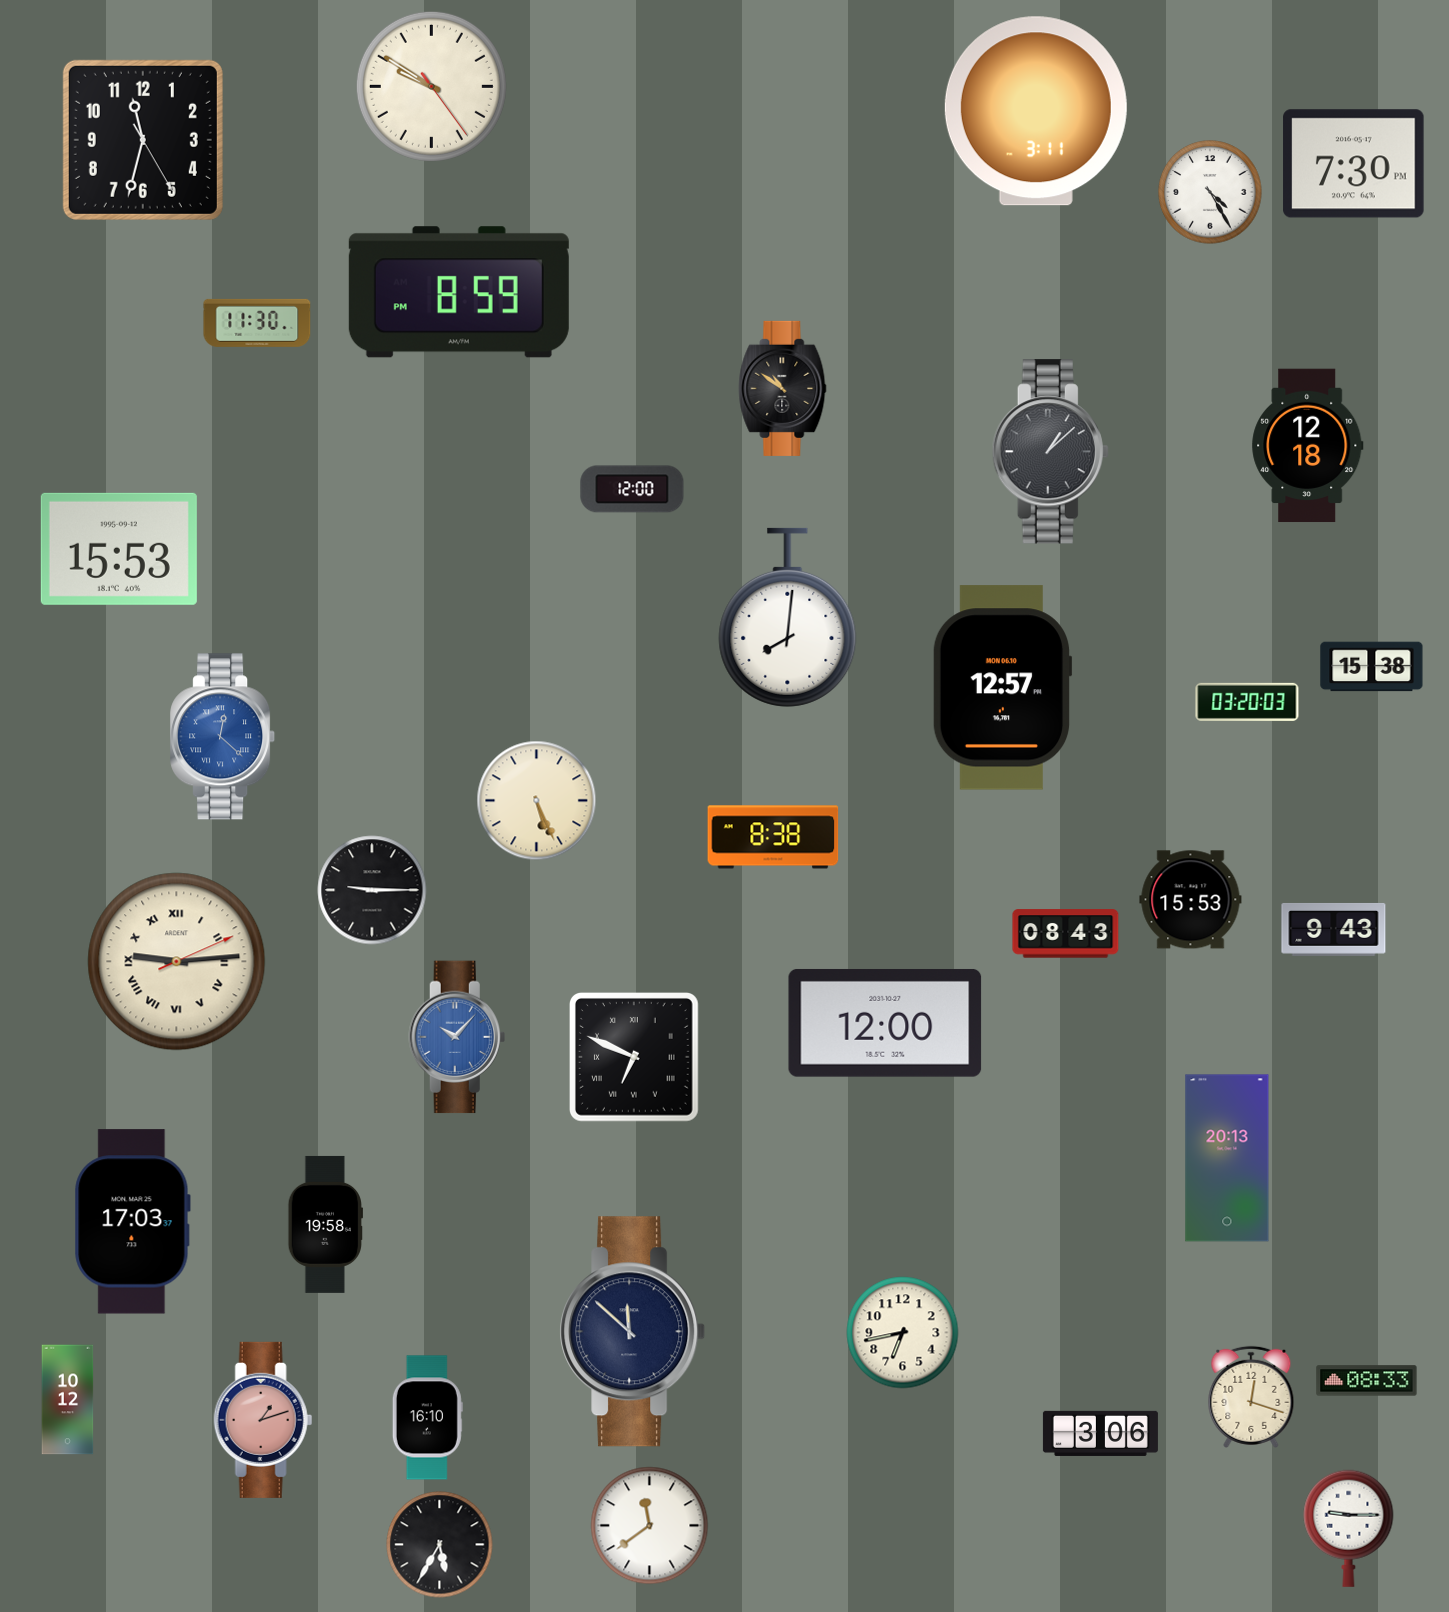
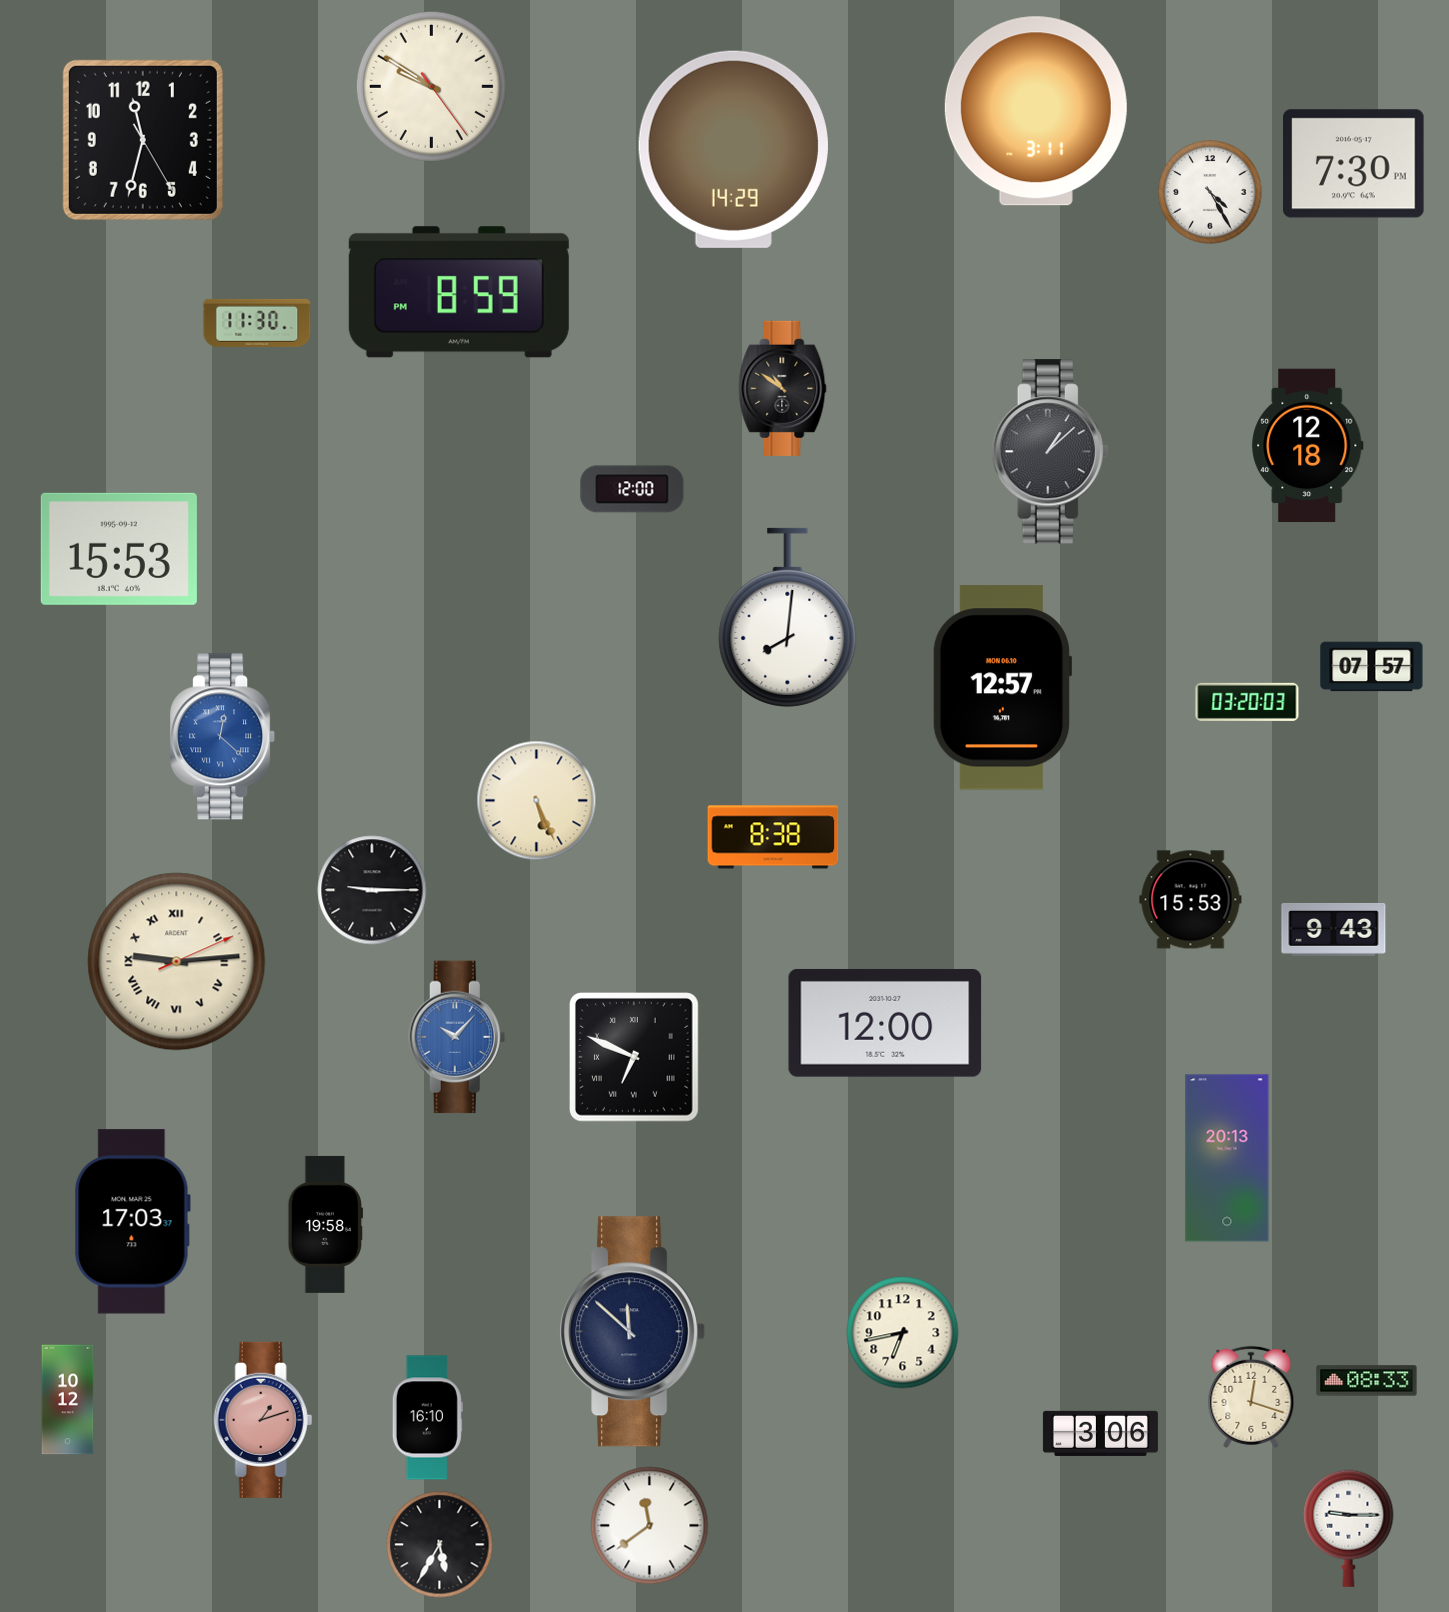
clock at (733, 149): none -> 14:29
clock at (1372, 667): 15:38 -> 07:57
clock at (1066, 934): 08:43 -> none
